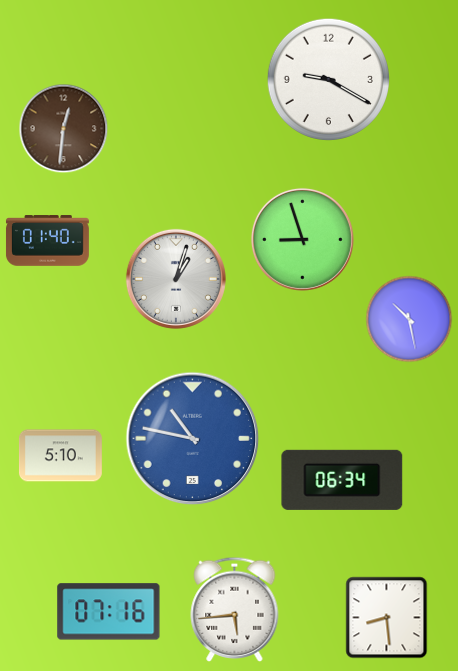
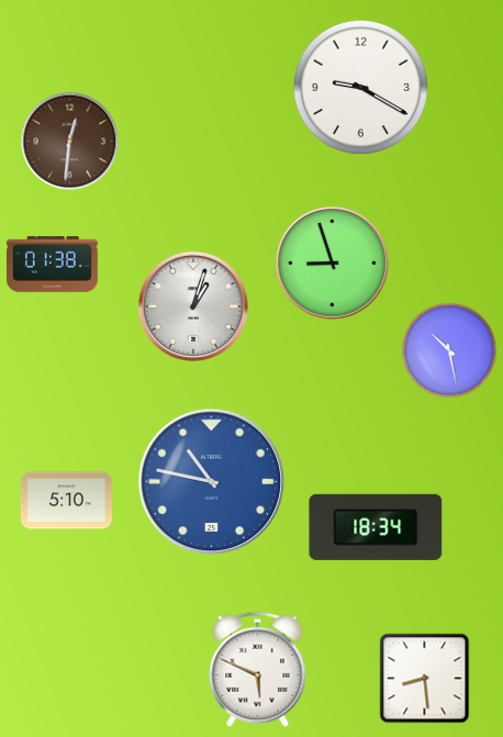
clock at (47, 241): 01:40 -> 01:38
clock at (342, 480): 06:34 -> 18:34
clock at (235, 609): 5:44 -> 5:49
clock at (109, 612): 07:16 -> none
